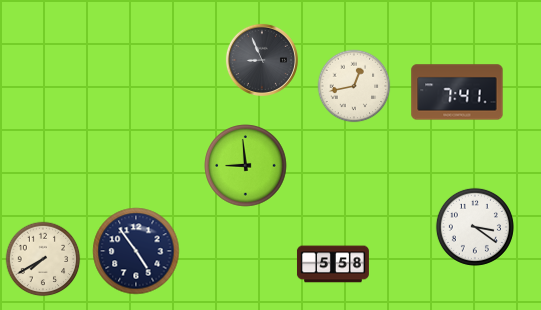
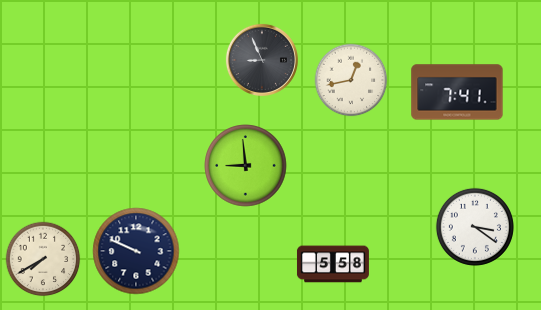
clock at (354, 86) position: (354, 86) -> (351, 80)
clock at (136, 251): 4:54 -> 9:49
